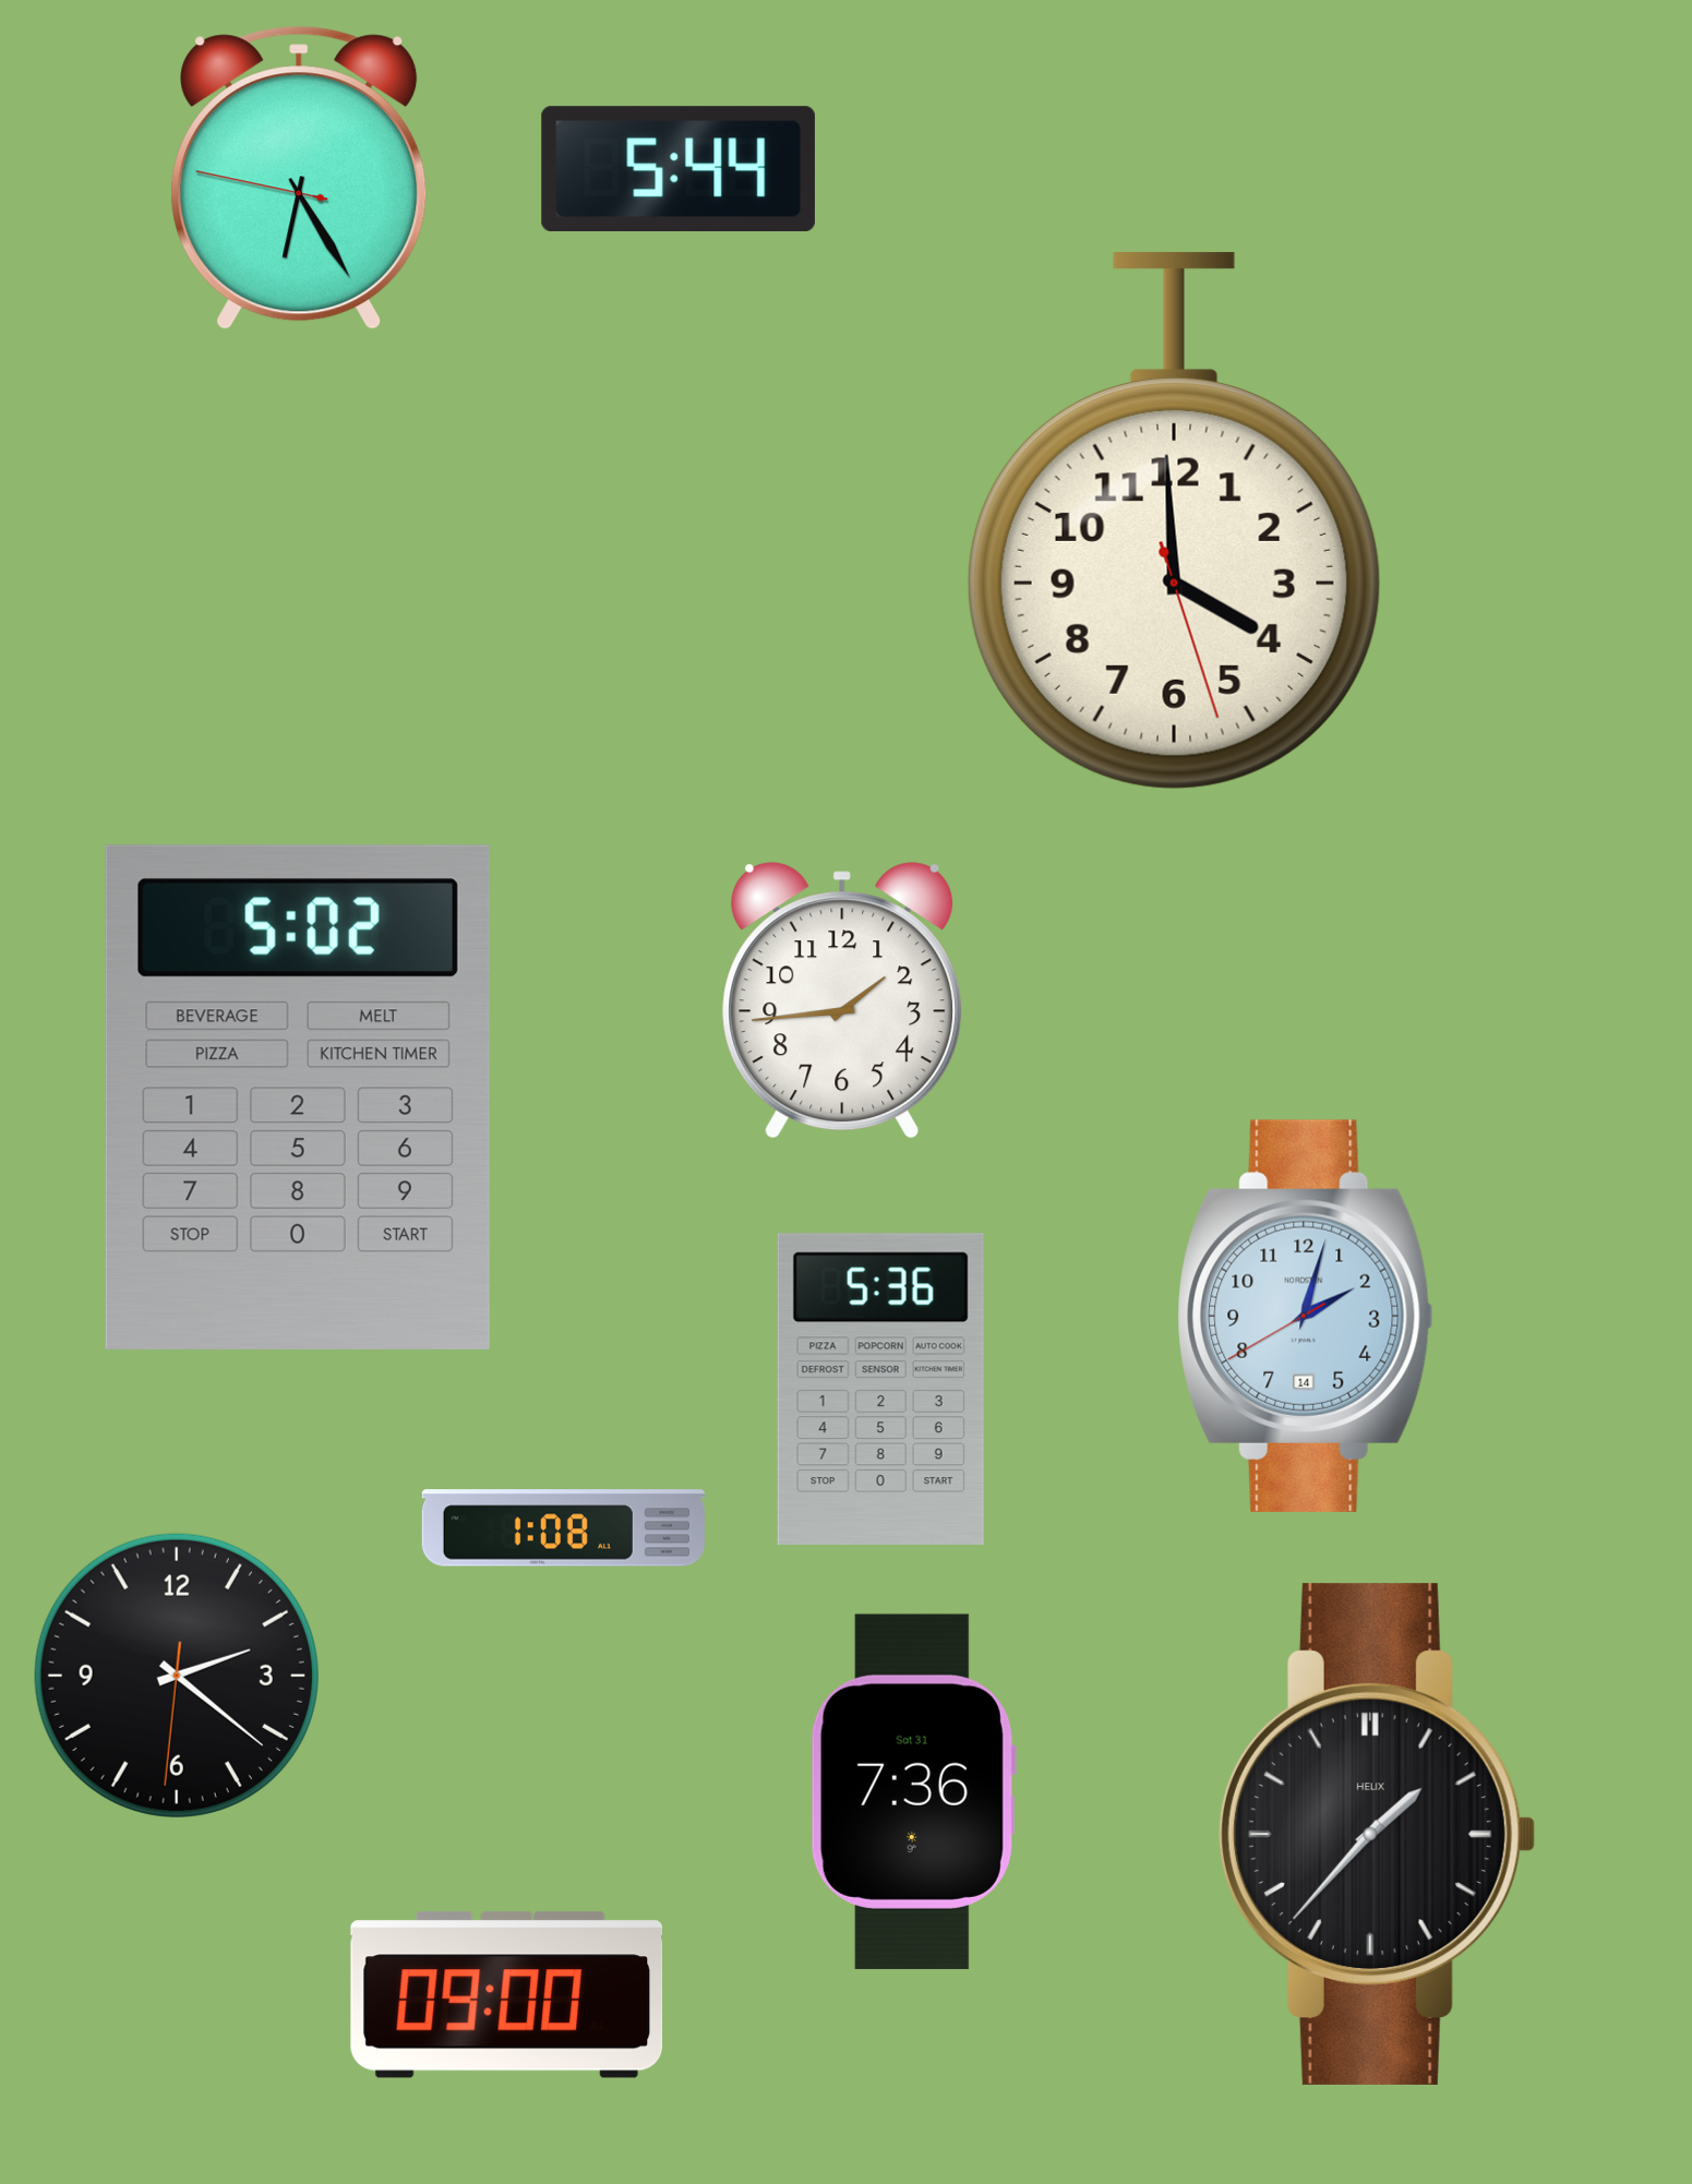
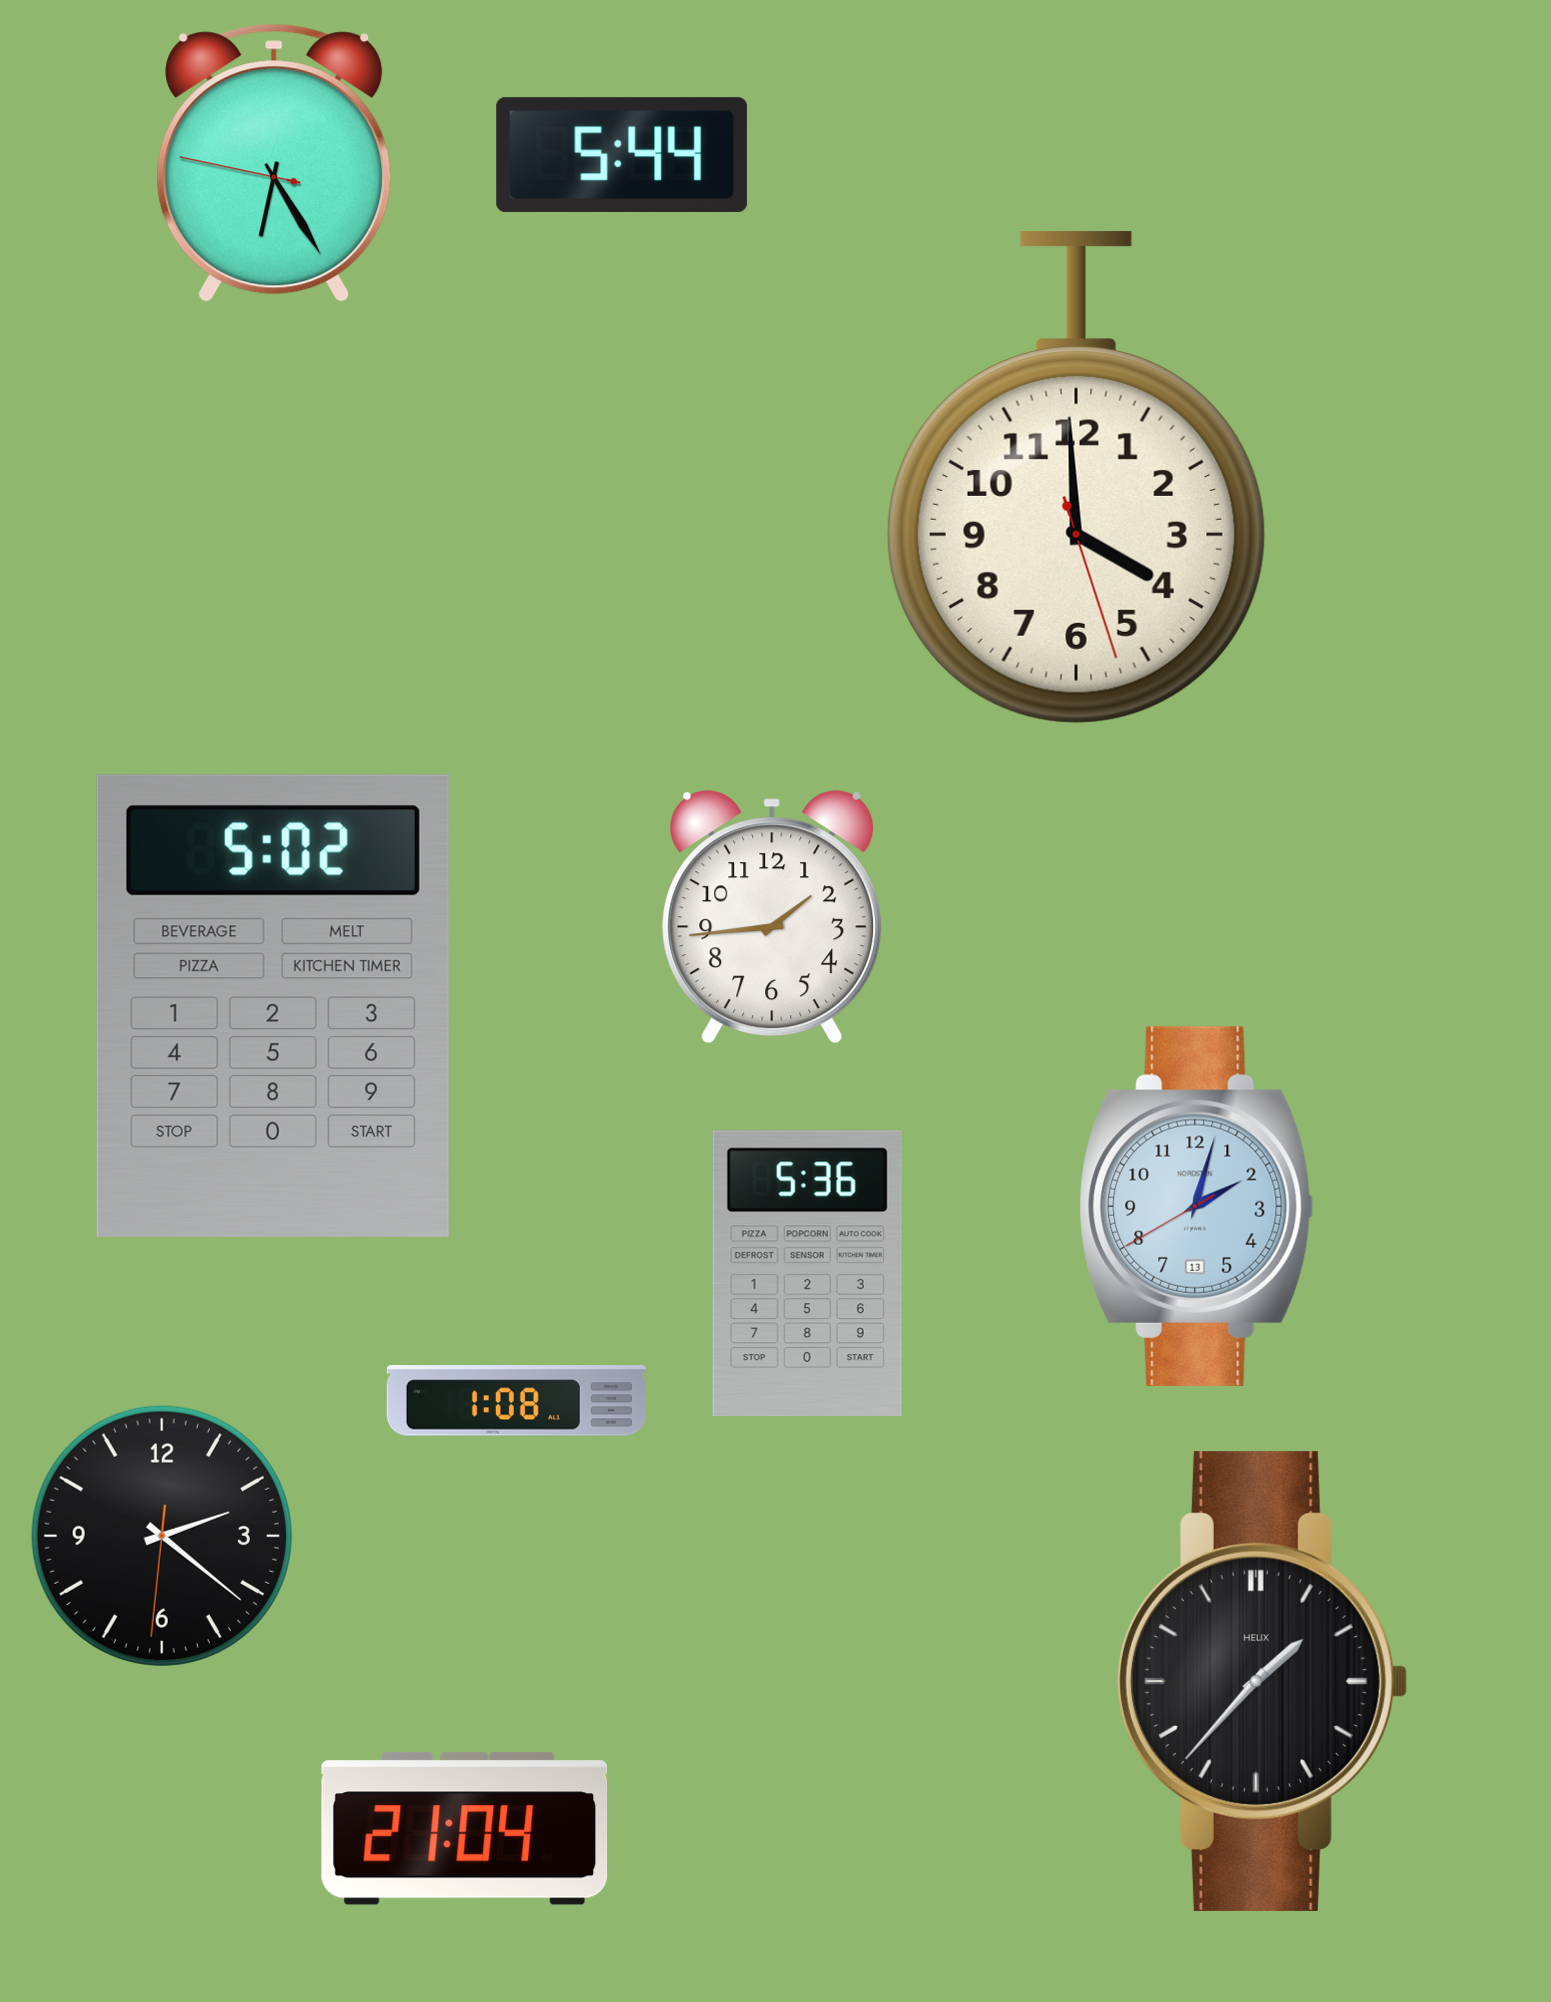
clock at (1306, 1316) date: 14 -> 13
clock at (913, 1791): 7:36 -> none
clock at (507, 1994): 09:00 -> 21:04
